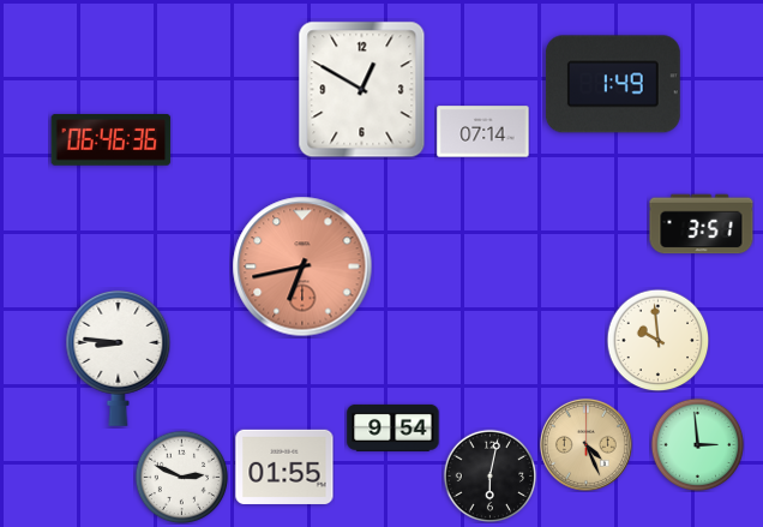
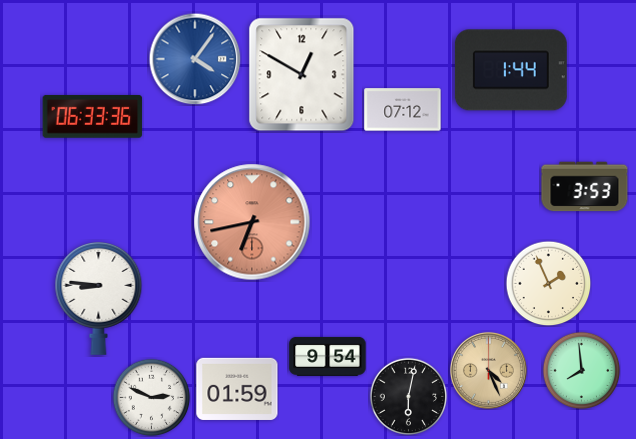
clock at (195, 59): none -> 4:06
clock at (613, 84): 1:49 -> 1:44
clock at (483, 132): 07:14 -> 07:12
clock at (112, 140): 06:46 -> 06:33
clock at (702, 224): 3:51 -> 3:53
clock at (657, 340): 9:59 -> 1:56
clock at (697, 444): 2:59 -> 7:59
clock at (284, 467): 01:55 -> 01:59
